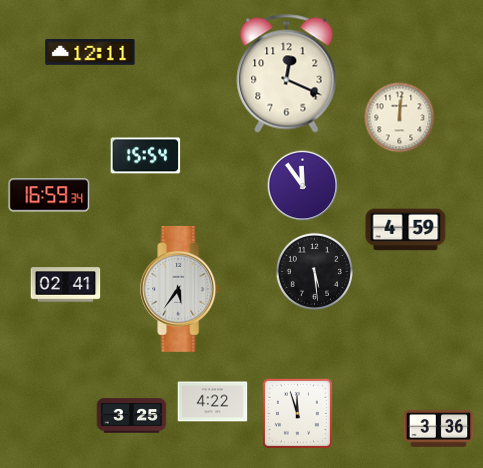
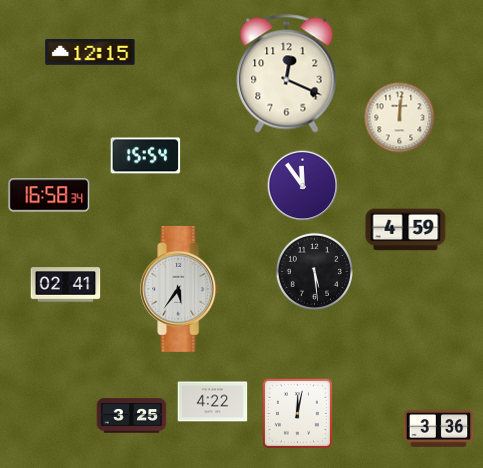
clock at (90, 53): 12:11 -> 12:15
clock at (49, 195): 16:59 -> 16:58
clock at (297, 413): 11:57 -> 12:02
